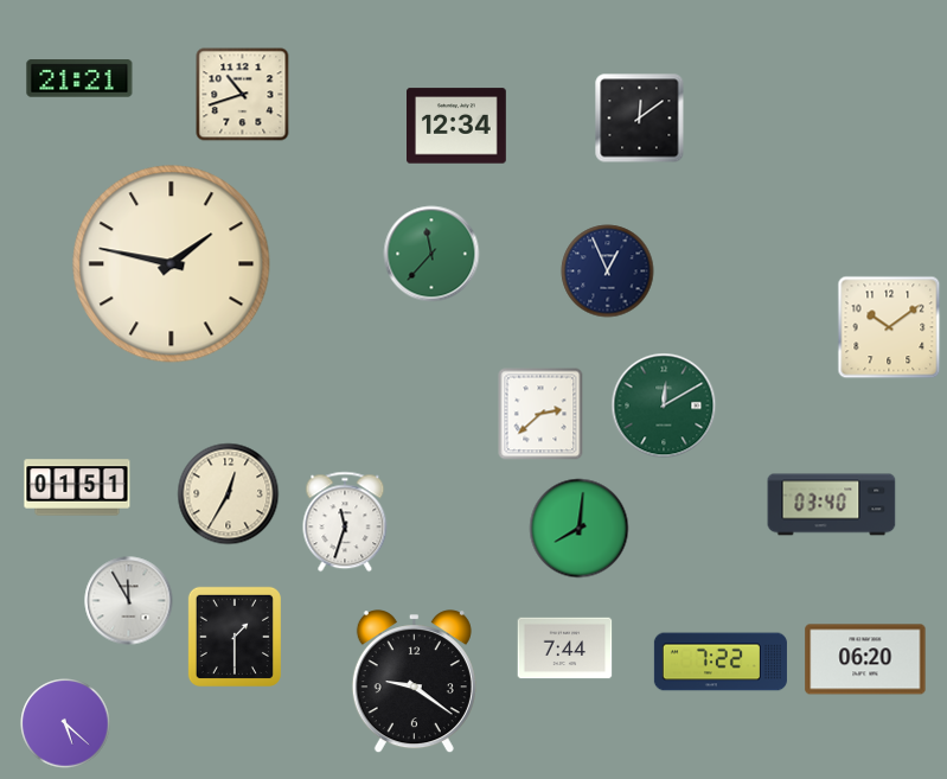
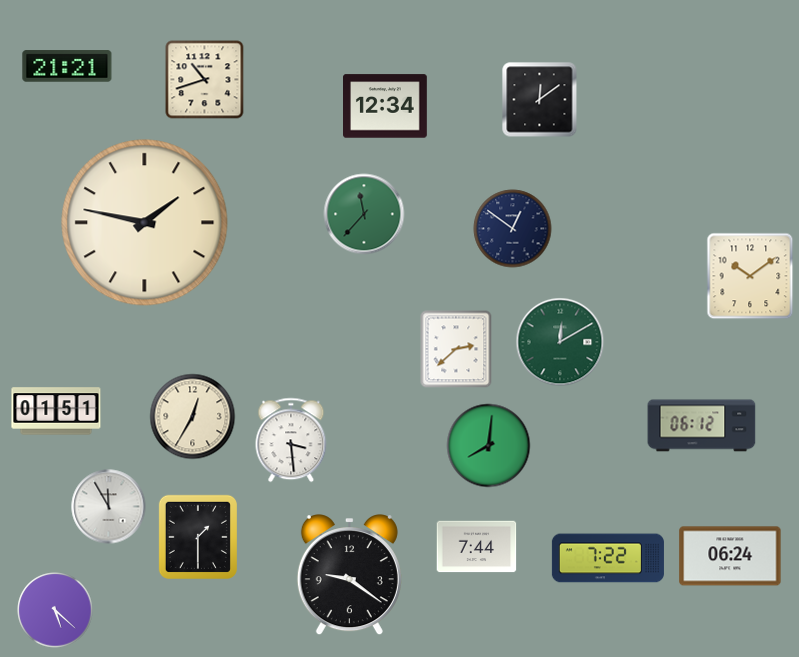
clock at (608, 272): 12:56 -> 12:51
clock at (77, 487) position: (77, 487) -> (56, 411)
clock at (832, 505): 03:40 -> 06:12
clock at (345, 522): 11:33 -> 3:29
clock at (865, 659): 06:20 -> 06:24
